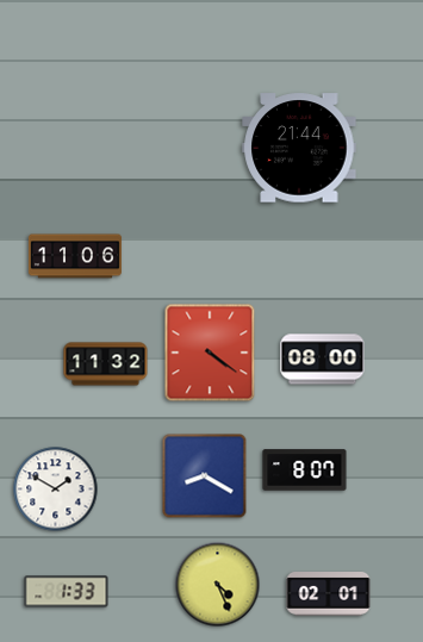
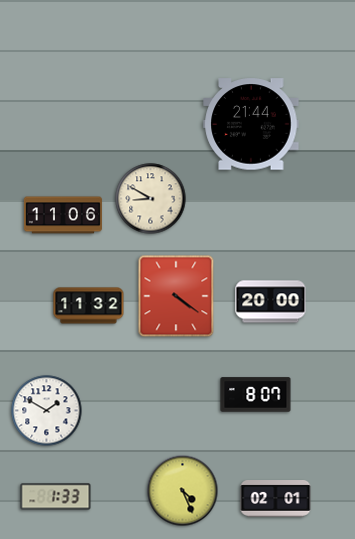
clock at (151, 199): none -> 8:50
clock at (323, 360): 08:00 -> 20:00
clock at (205, 476): 8:20 -> none
